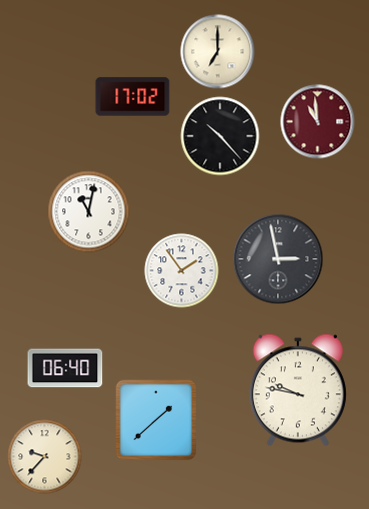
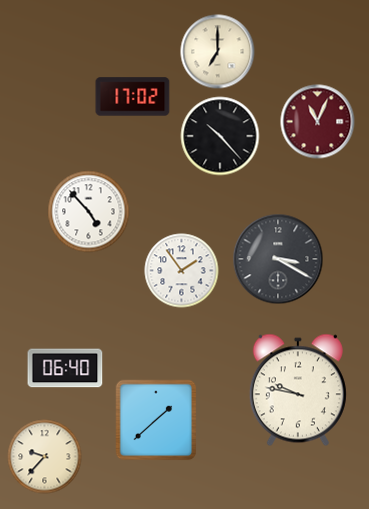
clock at (318, 122): 10:59 -> 11:04
clock at (89, 212): 11:02 -> 4:53
clock at (278, 259): 2:58 -> 3:20
